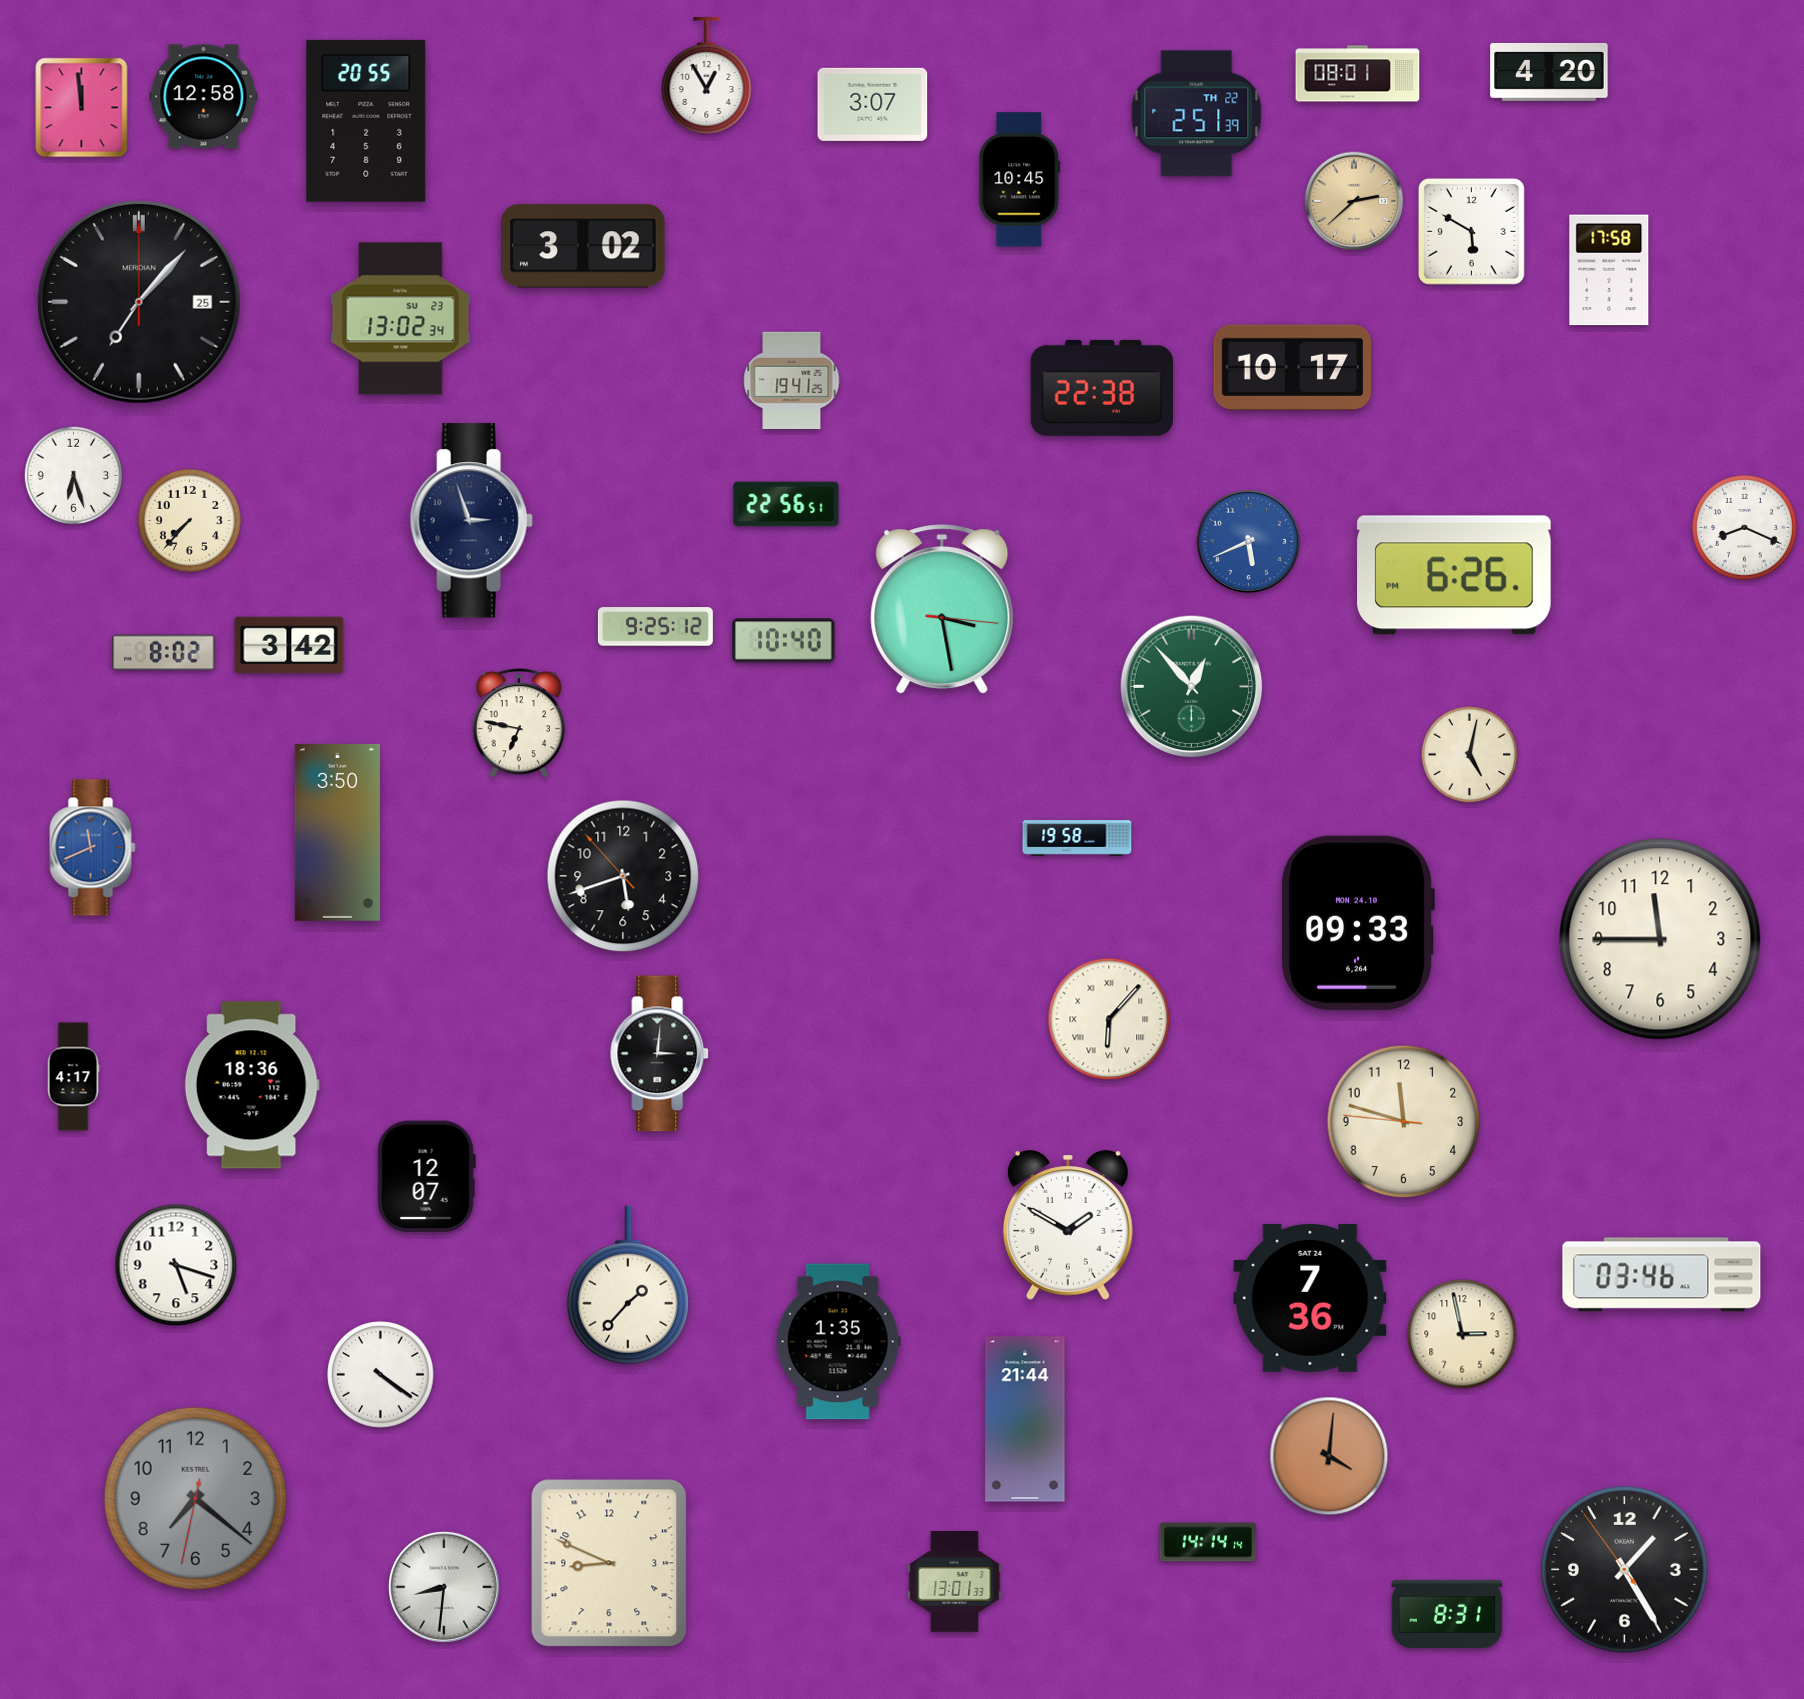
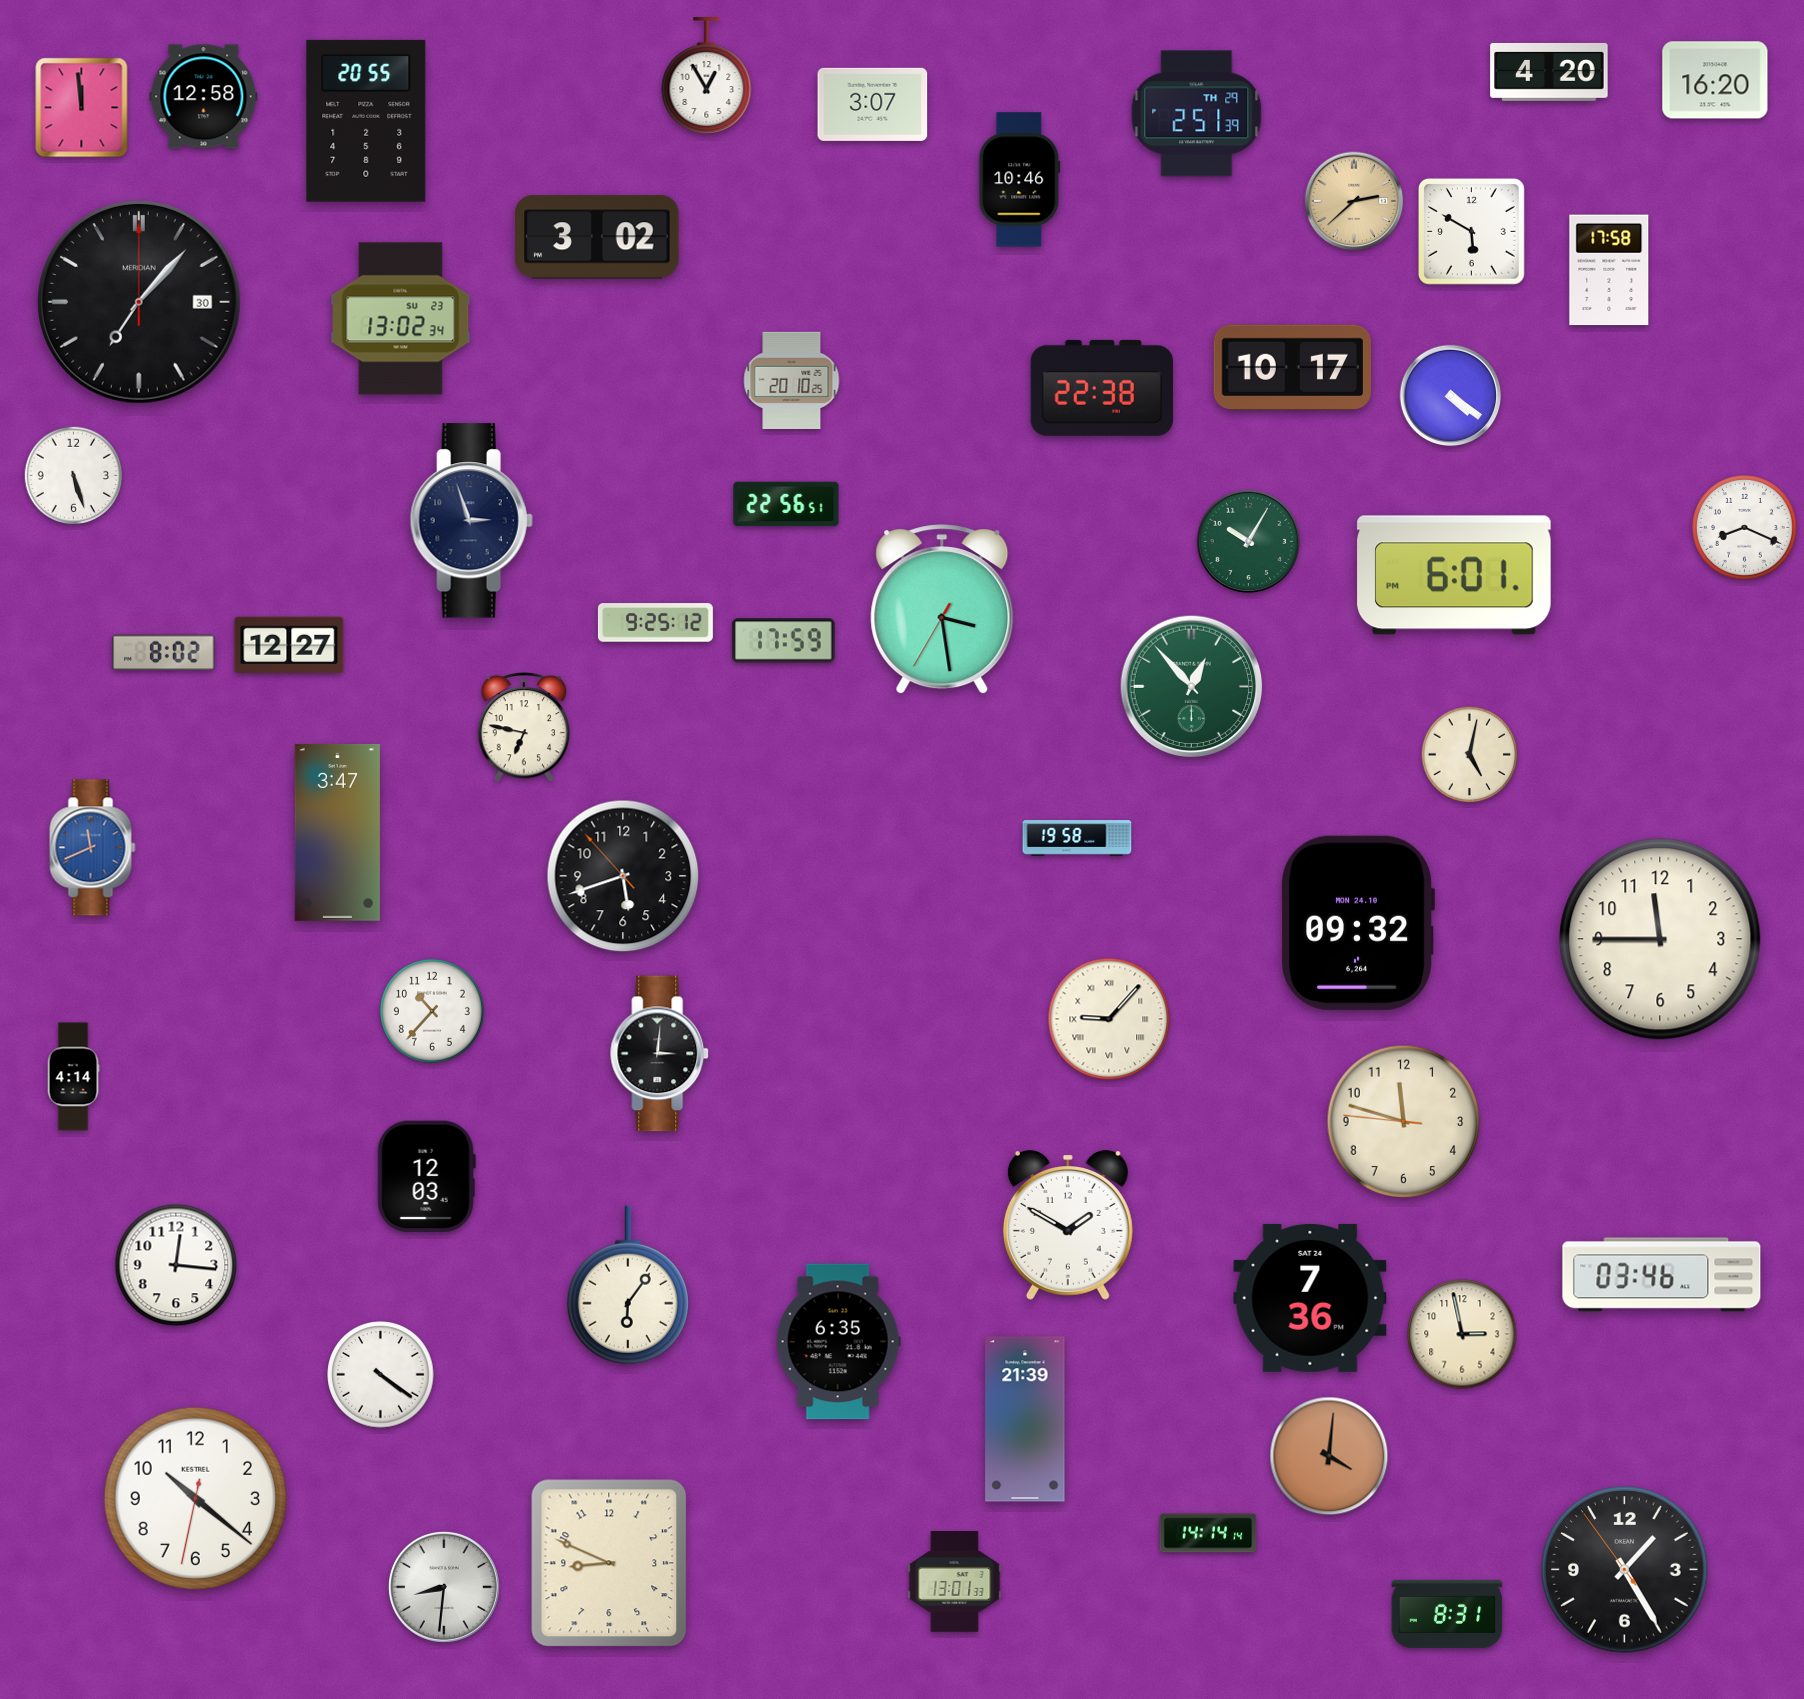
clock at (1358, 74): 08:01 -> none
clock at (1715, 80): none -> 16:20
clock at (1197, 114) date: TH 22 -> TH 29
clock at (1020, 180): 10:45 -> 10:46
clock at (583, 246) position: (583, 246) -> (597, 237)
clock at (140, 303) date: 25 -> 30
clock at (792, 380): 19:41 -> 20:10
clock at (1451, 396): none -> 4:21
clock at (74, 476): 6:27 -> 5:27
clock at (189, 520): 7:37 -> none
clock at (1248, 541): 5:41 -> 10:05
clock at (1248, 541) dial: blue -> green
clock at (1454, 575): 6:26 -> 6:01
clock at (942, 610): 3:28:16 -> 3:28:35
clock at (655, 627) position: (655, 627) -> (655, 623)
clock at (784, 641): 10:40 -> 17:59
clock at (289, 645): 3:42 -> 12:27
clock at (519, 723) position: (519, 723) -> (524, 727)
clock at (337, 832): 3:50 -> 3:47
clock at (1358, 923): 09:33 -> 09:32
clock at (432, 1011): none -> 10:37
clock at (1109, 1019): 6:07 -> 9:07
clock at (73, 1077): 4:17 -> 4:14
clock at (252, 1085): 18:36 -> none
clock at (426, 1177): 12:07 -> 12:03
clock at (176, 1265): 5:18 -> 12:16
clock at (628, 1285): 1:37 -> 6:06
clock at (838, 1342): 1:35 -> 6:35
clock at (1025, 1419): 21:44 -> 21:39
clock at (195, 1498): 7:21 -> 10:21
clock at (195, 1498) dial: grey -> white
clock at (1208, 1542) position: (1208, 1542) -> (1208, 1533)
